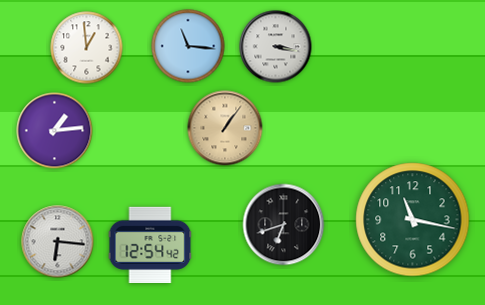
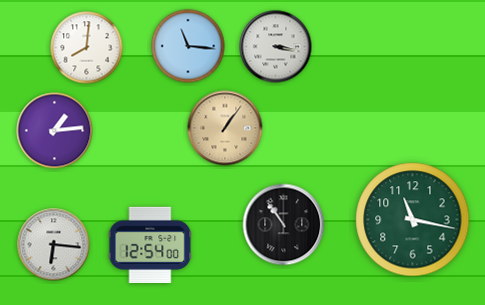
clock at (87, 48): 12:59 -> 8:01
clock at (284, 225): 6:42 -> 10:54
clock at (58, 242) position: (58, 242) -> (54, 245)
clock at (150, 245): 12:54:42 -> 12:54:00
